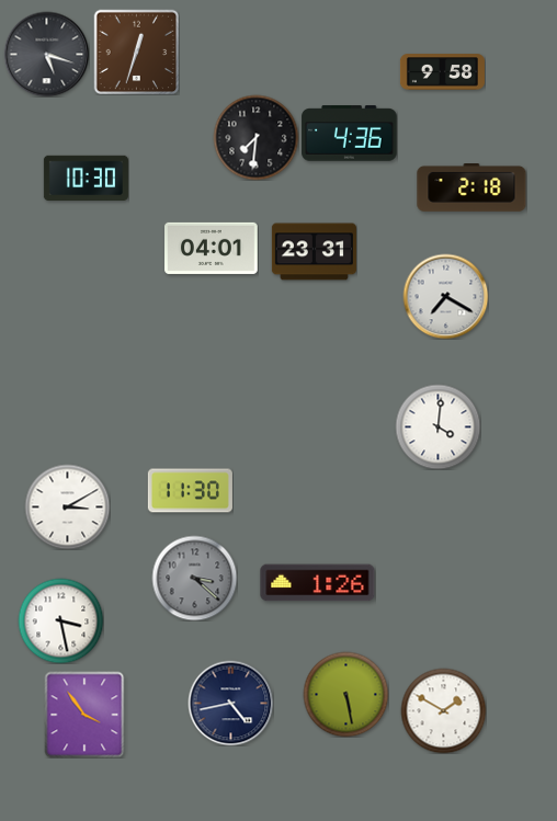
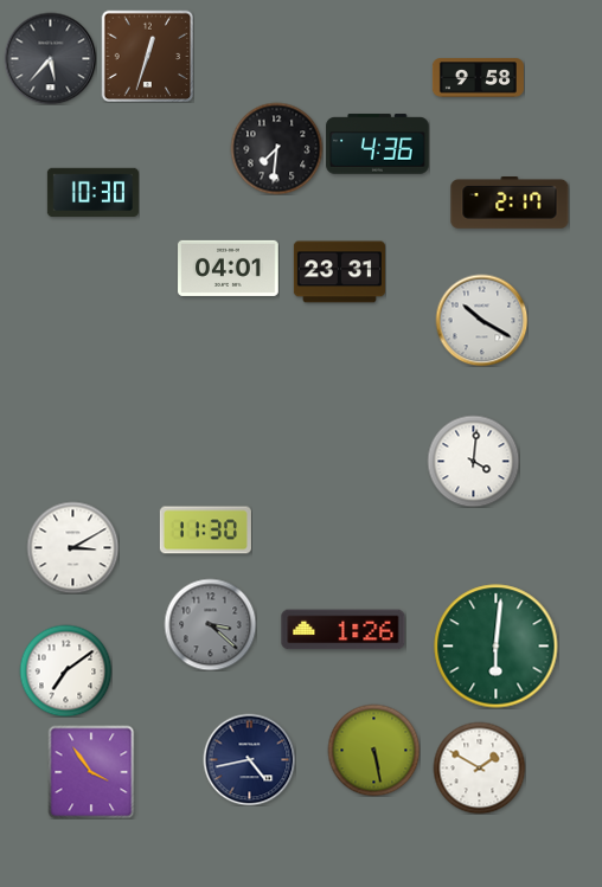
clock at (46, 54): 5:18 -> 5:37
clock at (471, 189): 2:18 -> 2:17
clock at (445, 296): 7:20 -> 10:20
clock at (497, 647): none -> 6:01
clock at (60, 620): 3:28 -> 7:09
